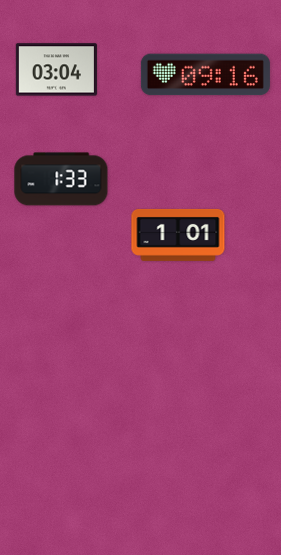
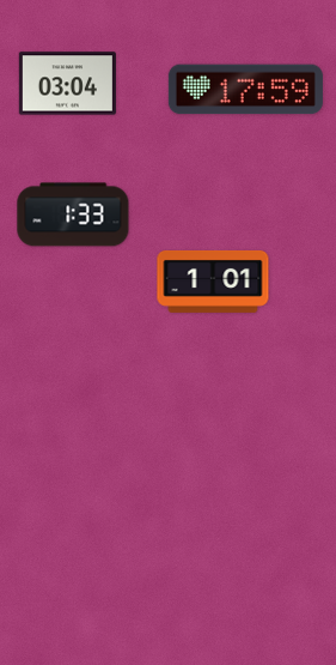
clock at (205, 75): 09:16 -> 17:59
